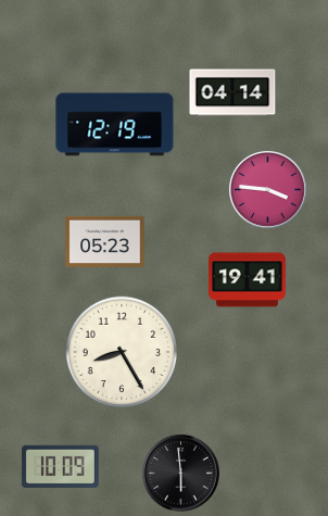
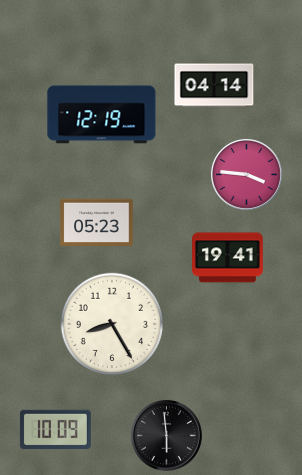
clock at (115, 125) position: (115, 125) -> (102, 115)
